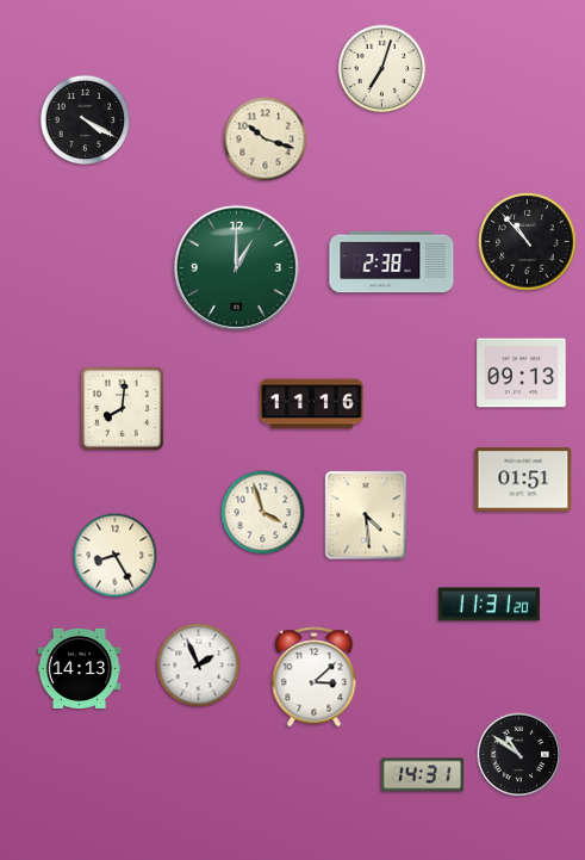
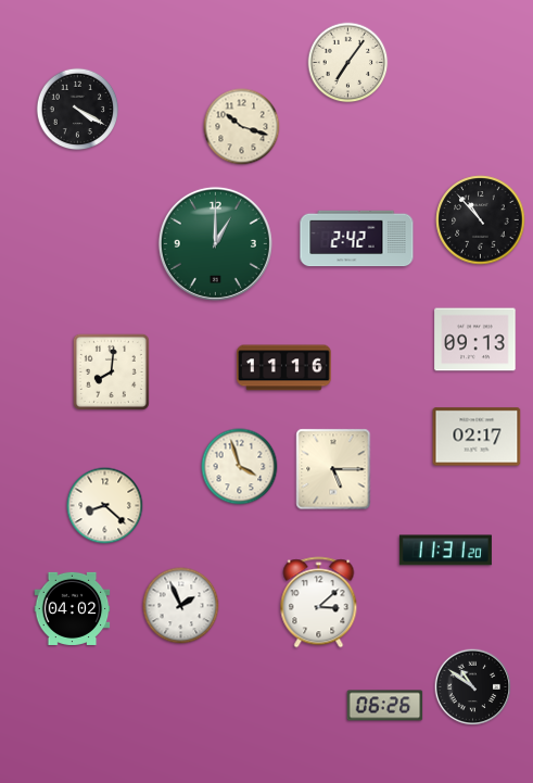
clock at (382, 69): 7:03 -> 7:06
clock at (392, 262): 2:38 -> 2:42
clock at (523, 480): 01:51 -> 02:17
clock at (366, 515): 4:29 -> 5:15
clock at (116, 556): 8:25 -> 8:22
clock at (80, 668): 14:13 -> 04:02
clock at (315, 678) position: (315, 678) -> (319, 603)
clock at (423, 775): 14:31 -> 06:26
